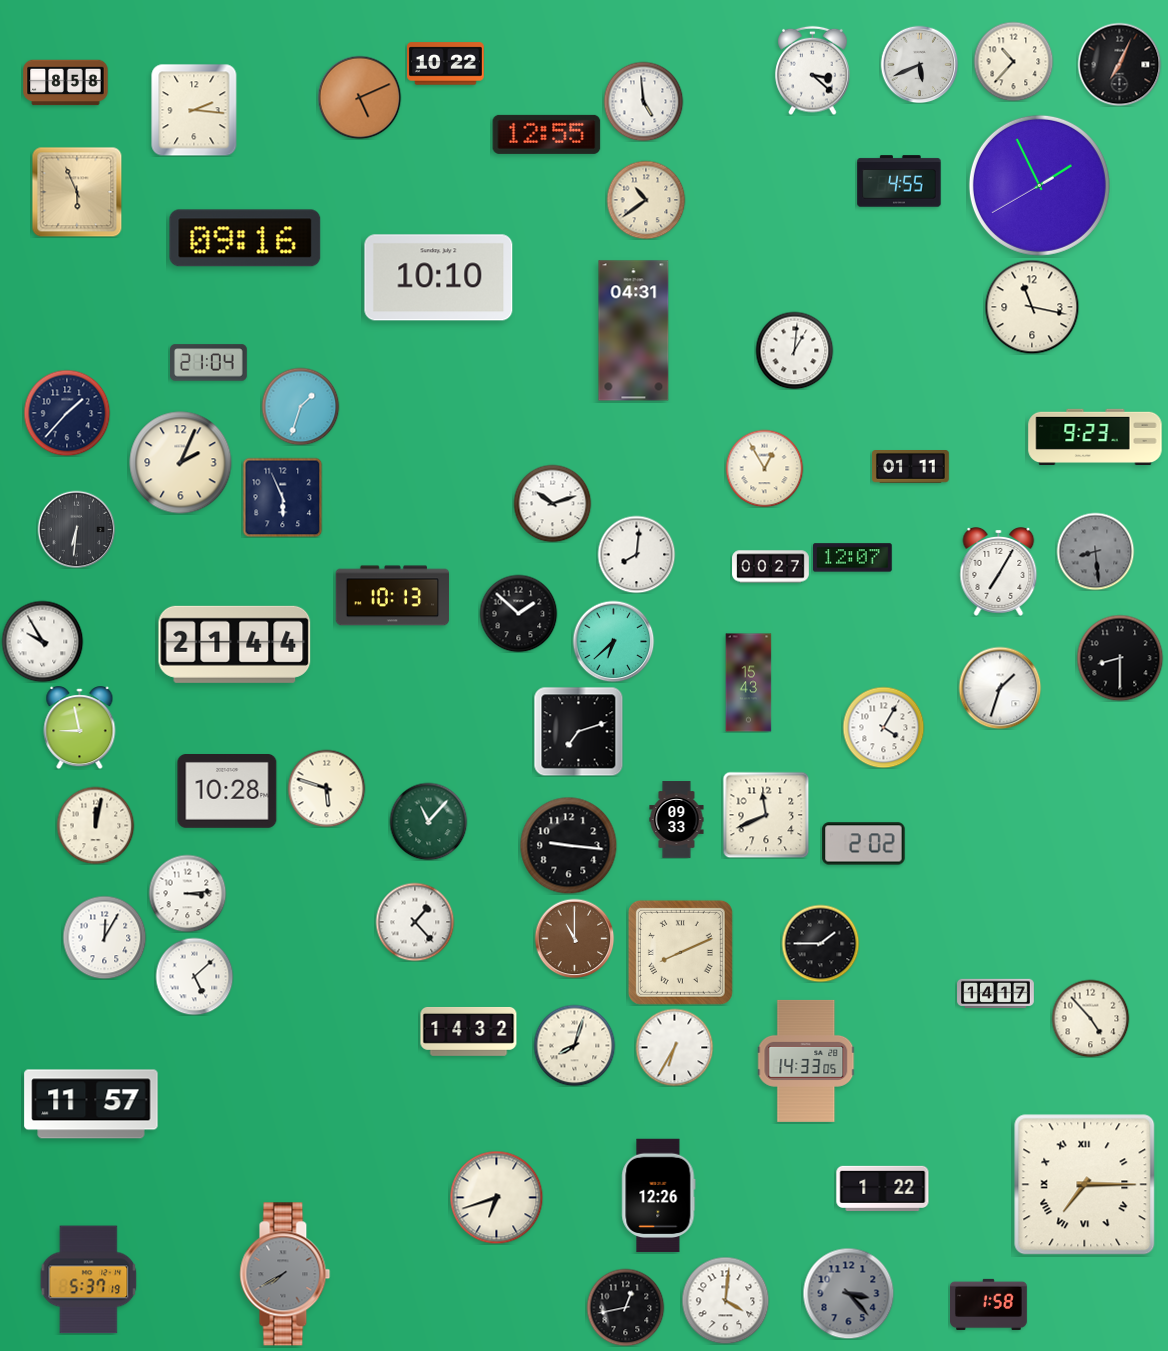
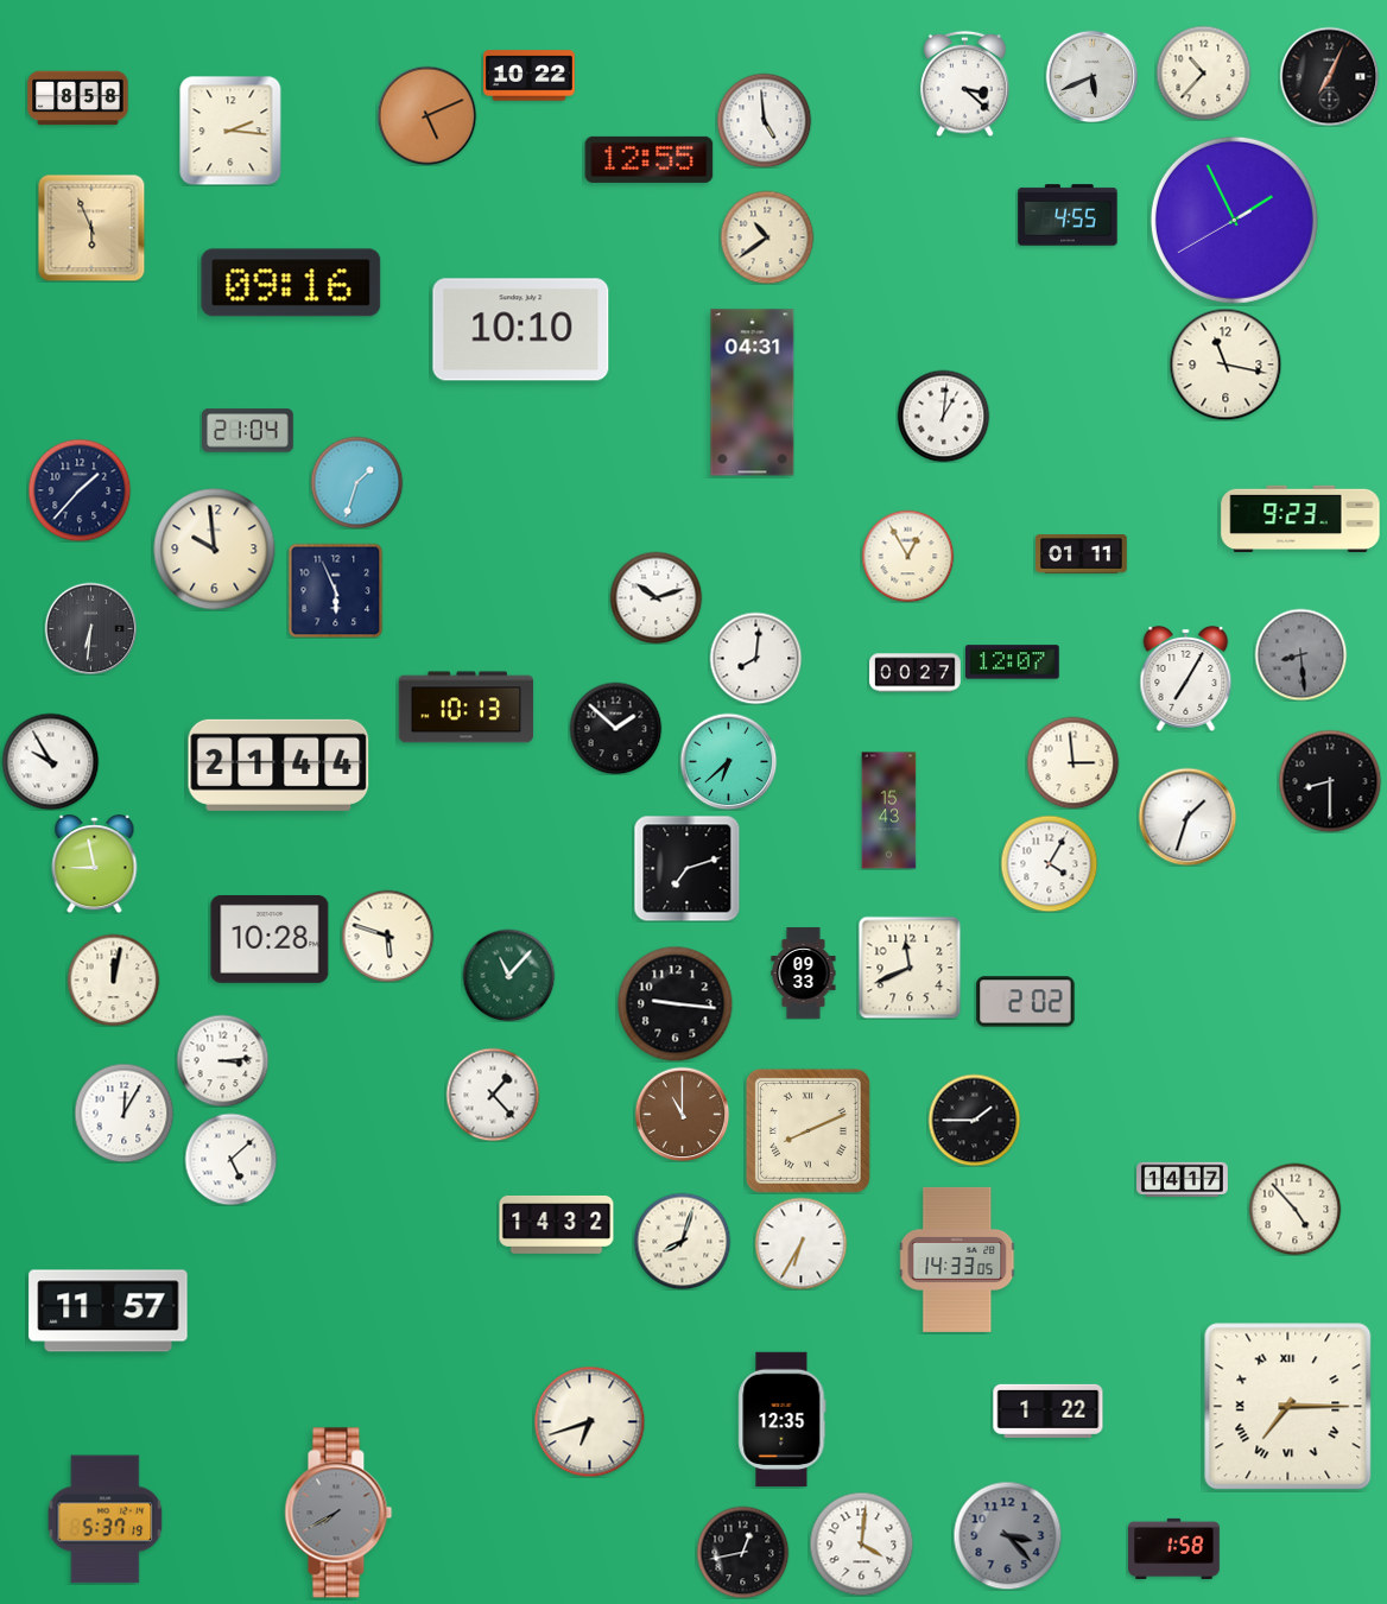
clock at (181, 463): 2:04 -> 9:59
clock at (1072, 762): none -> 2:59
clock at (659, 1196): 12:26 -> 12:35
